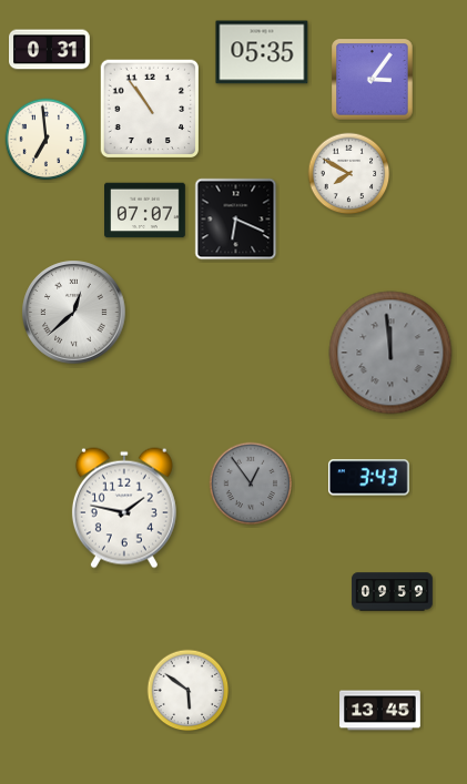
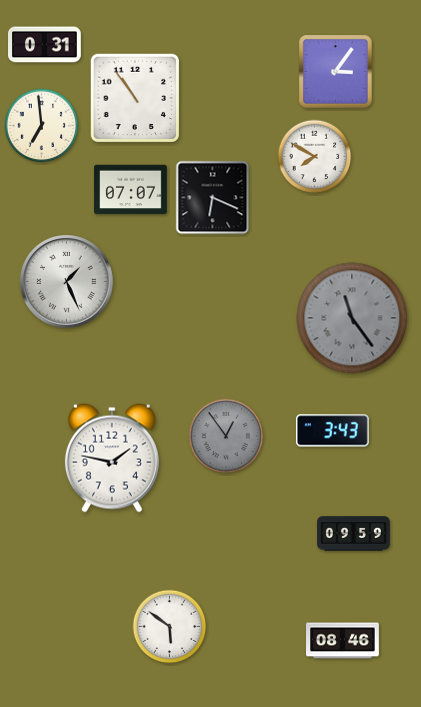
clock at (262, 52): 05:35 -> none
clock at (74, 313): 12:38 -> 1:26
clock at (390, 353): 11:59 -> 11:24
clock at (189, 691) position: (189, 691) -> (170, 627)
clock at (380, 711): 13:45 -> 08:46
